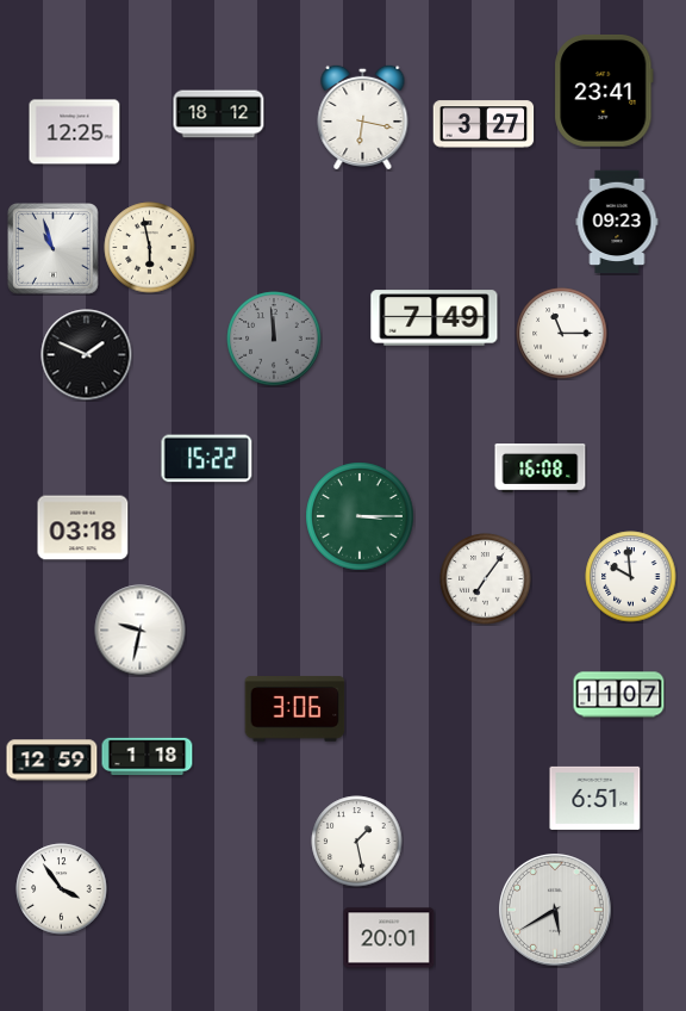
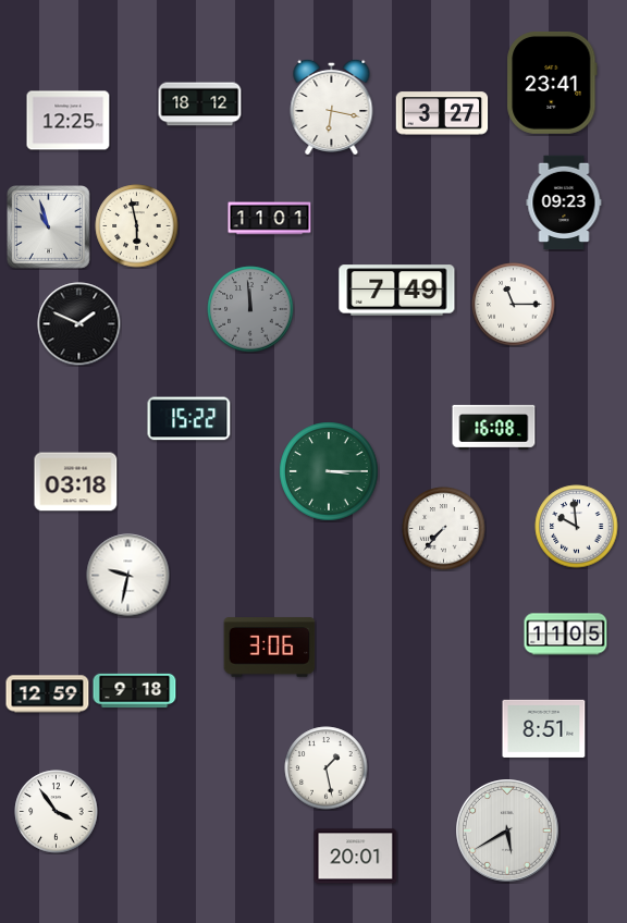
clock at (270, 219): none -> 11:01
clock at (486, 579): 7:06 -> 7:37
clock at (619, 695): 11:07 -> 11:05
clock at (148, 757): 1:18 -> 9:18
clock at (595, 798): 6:51 -> 8:51
